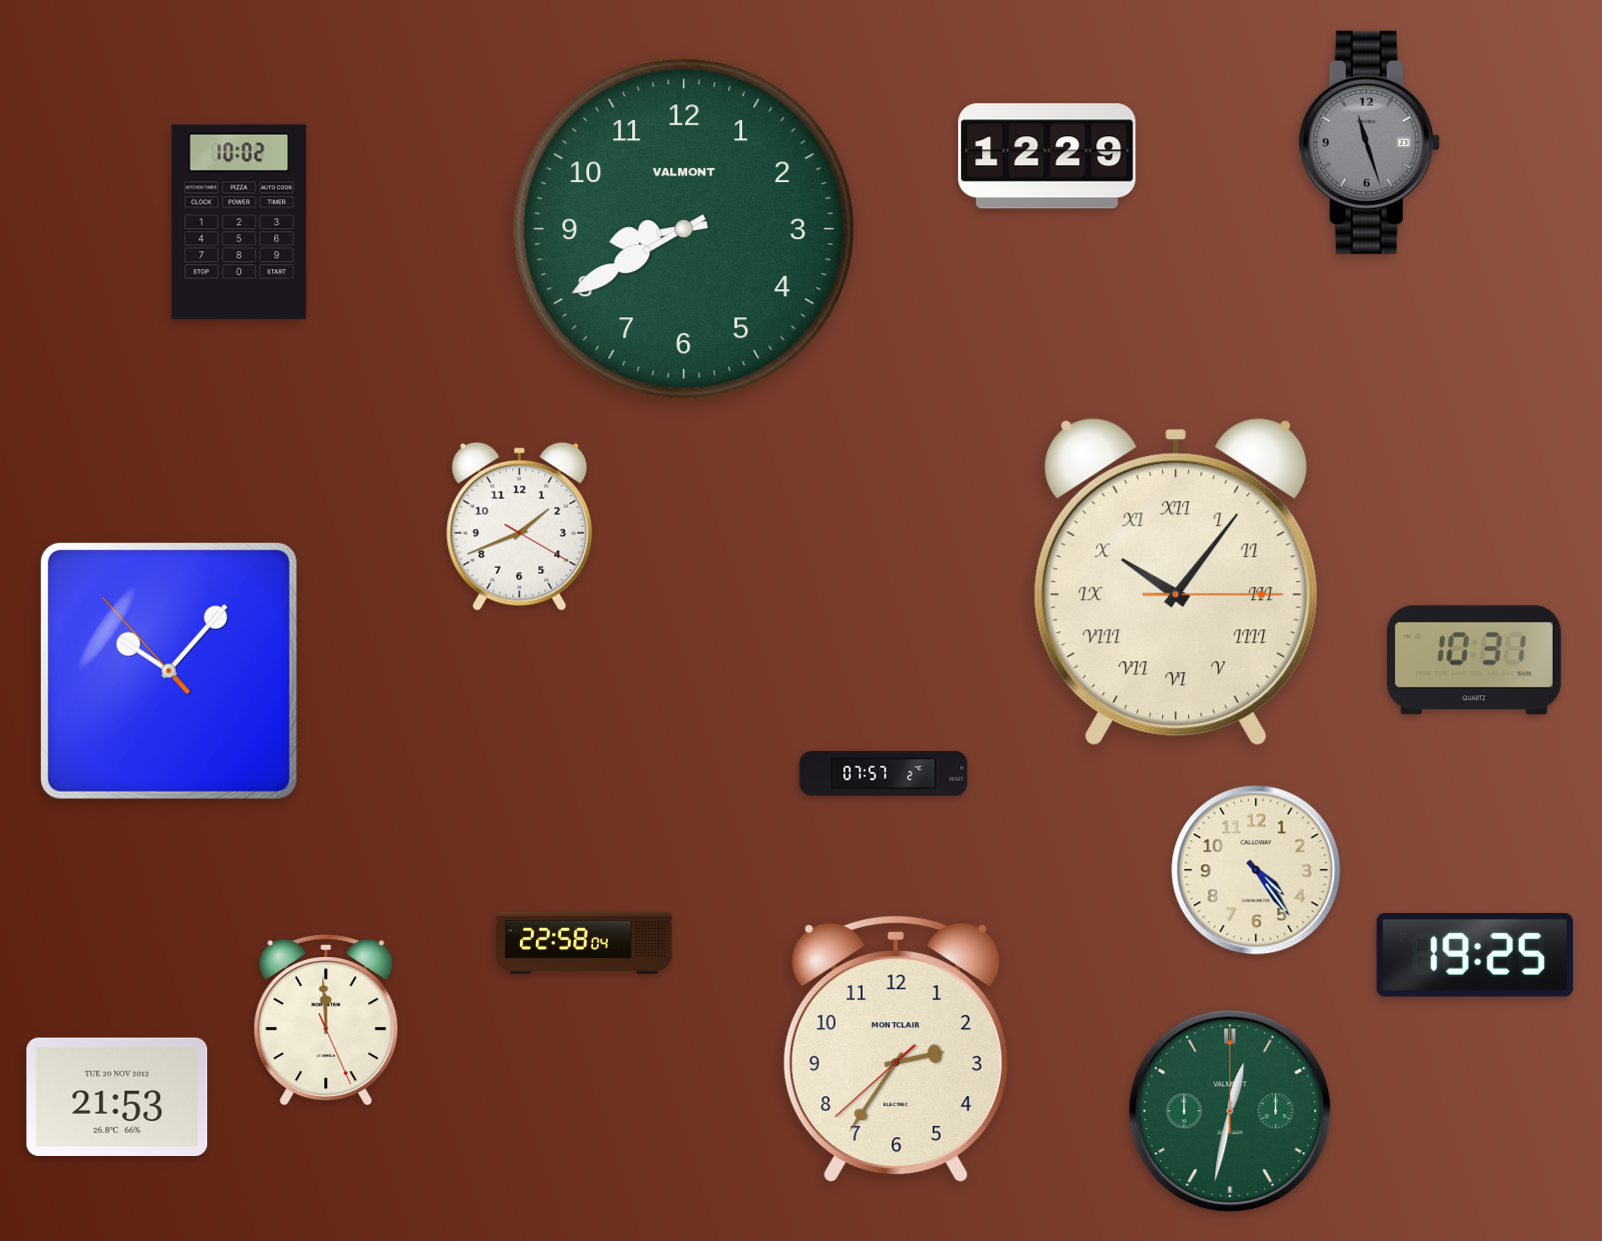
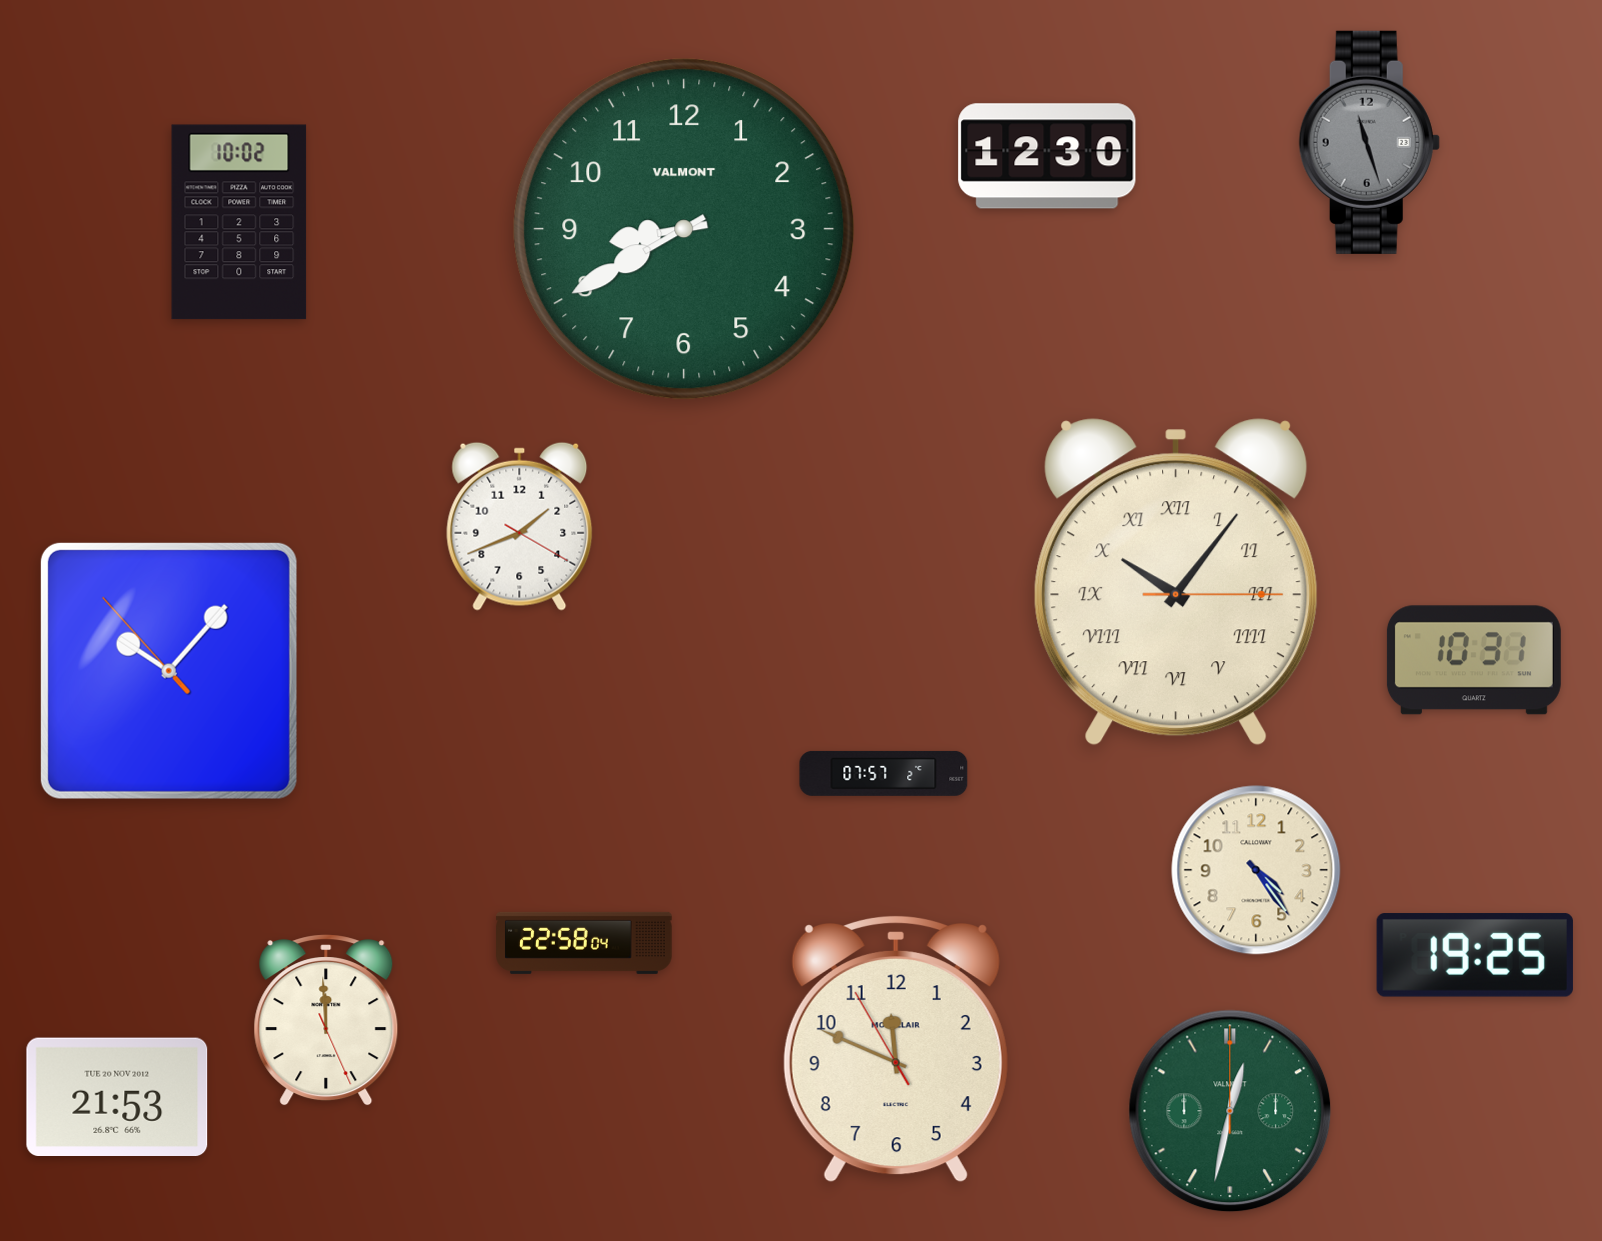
clock at (1047, 156): 12:29 -> 12:30
clock at (896, 1050): 2:35 -> 11:48
